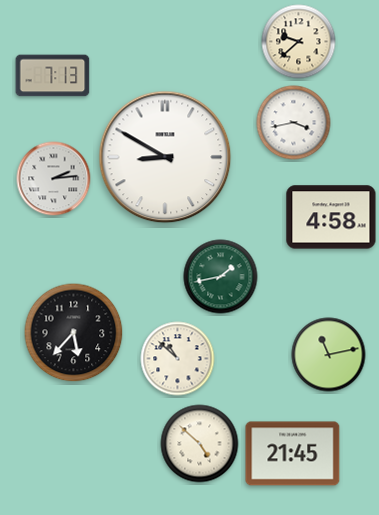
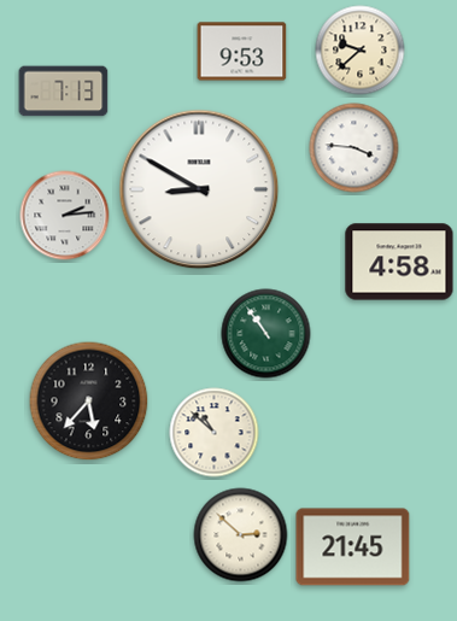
clock at (242, 52): none -> 9:53
clock at (294, 123): 3:43 -> 3:46
clock at (221, 277): 1:43 -> 10:54
clock at (329, 355): 11:13 -> none
clock at (200, 444): 4:52 -> 2:52
